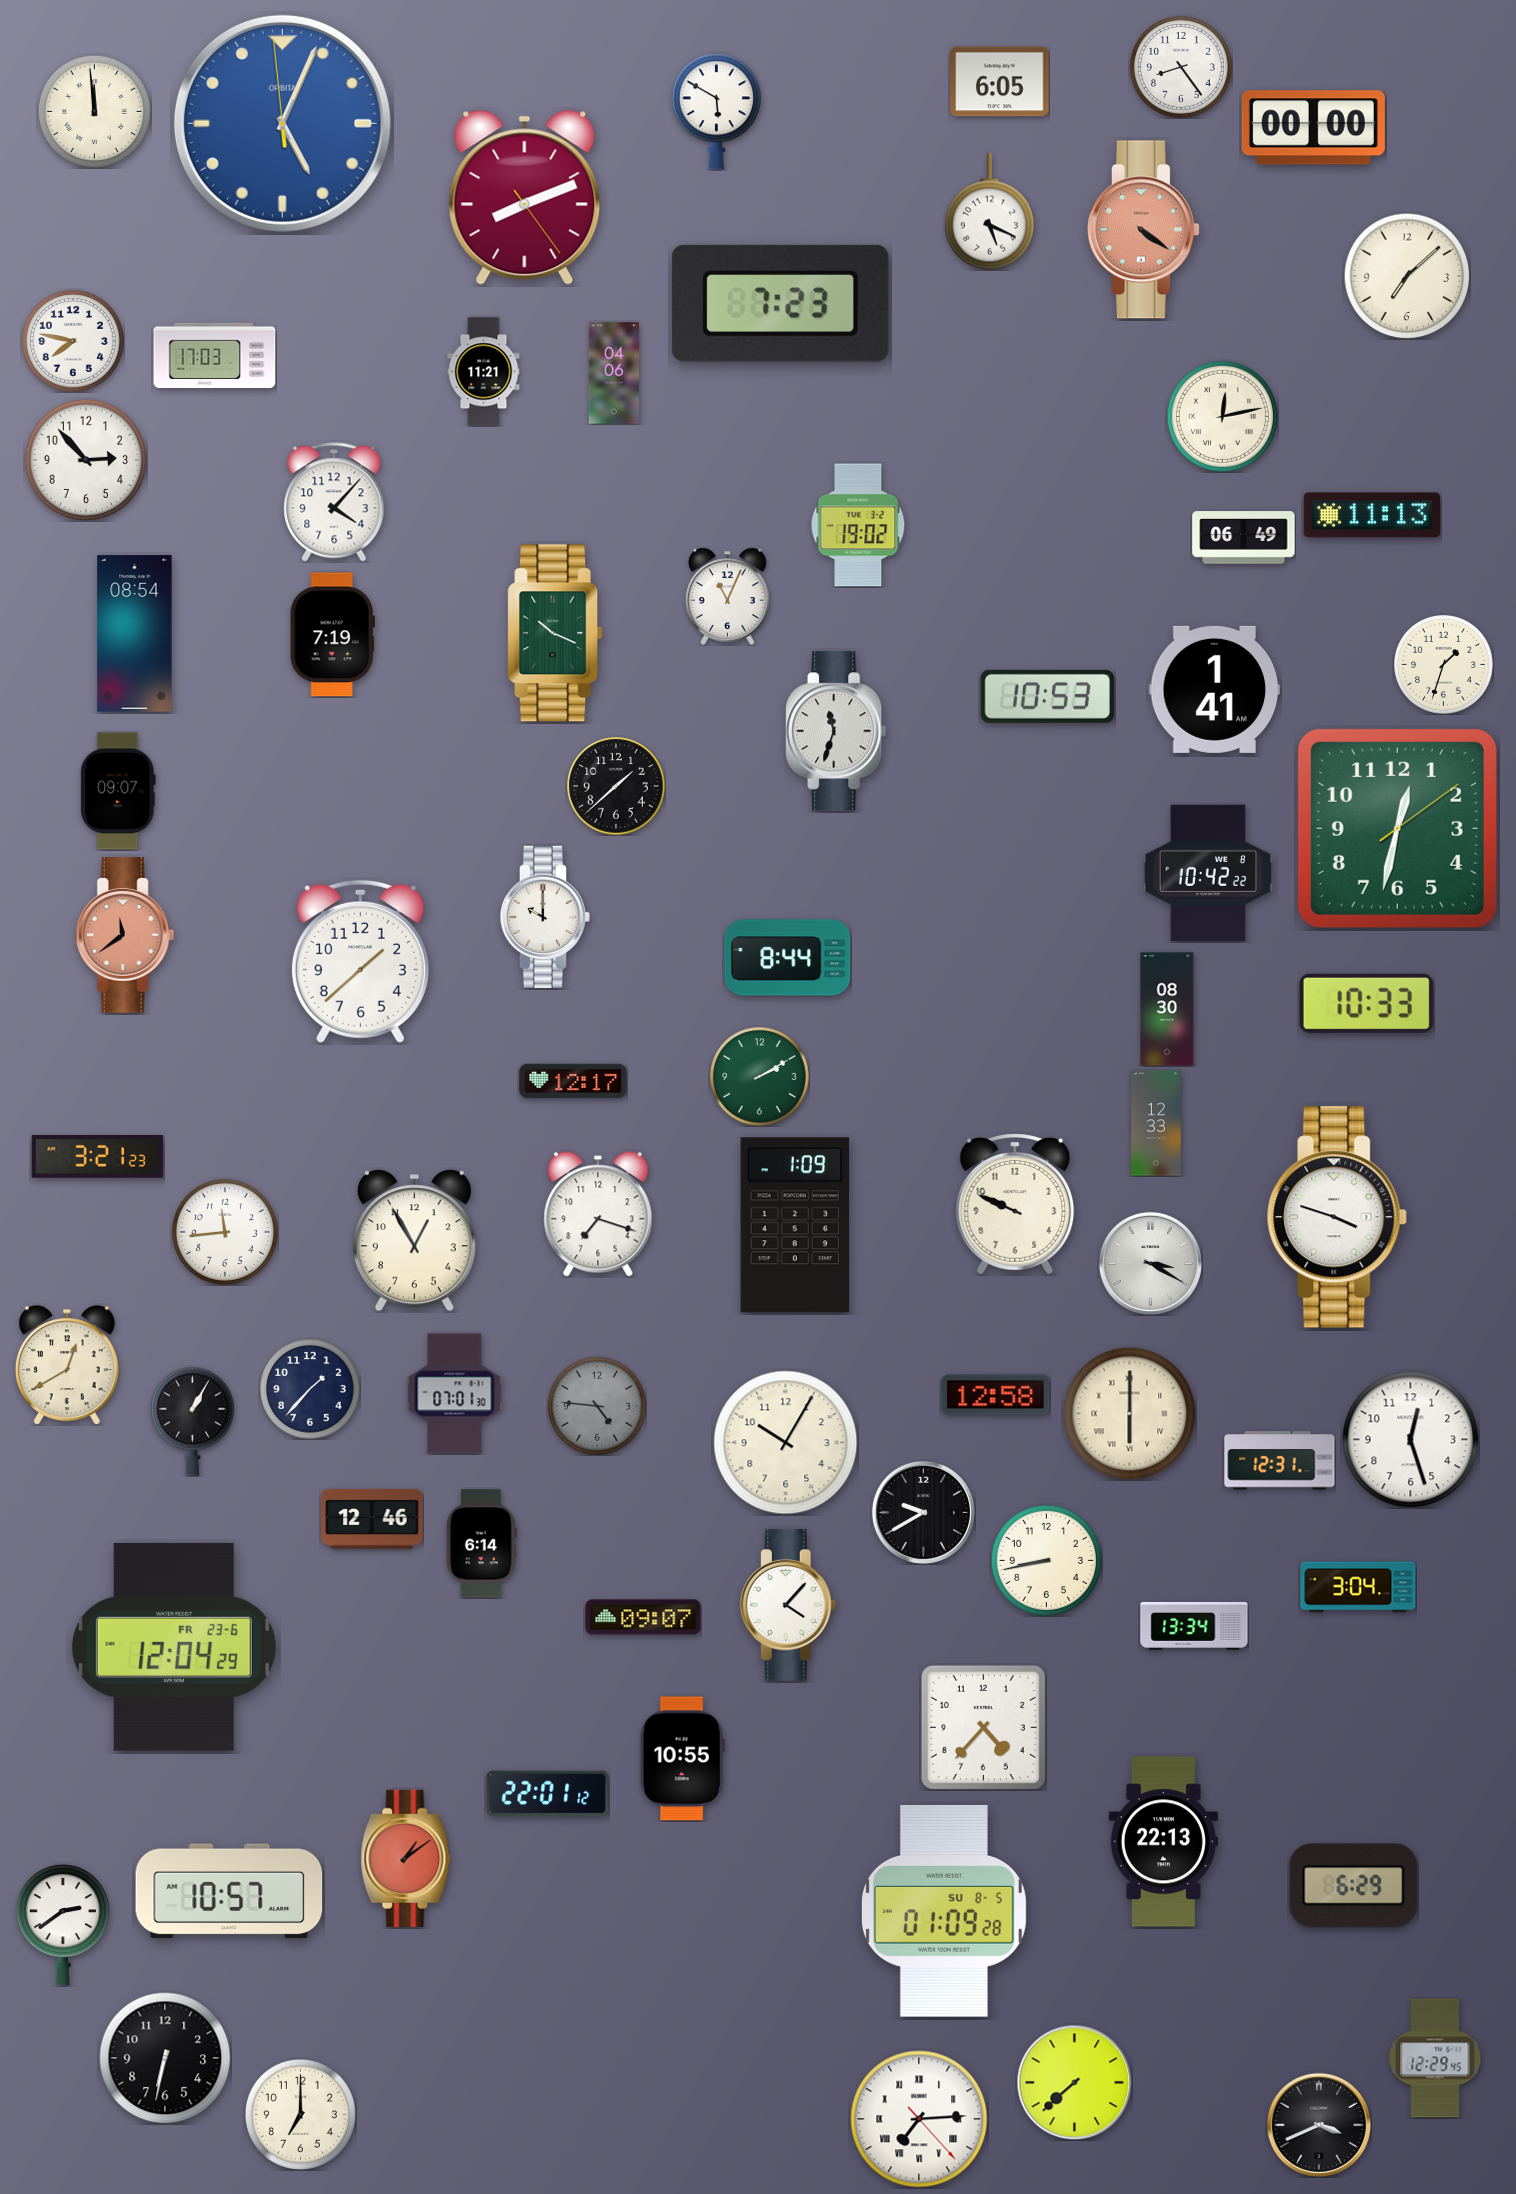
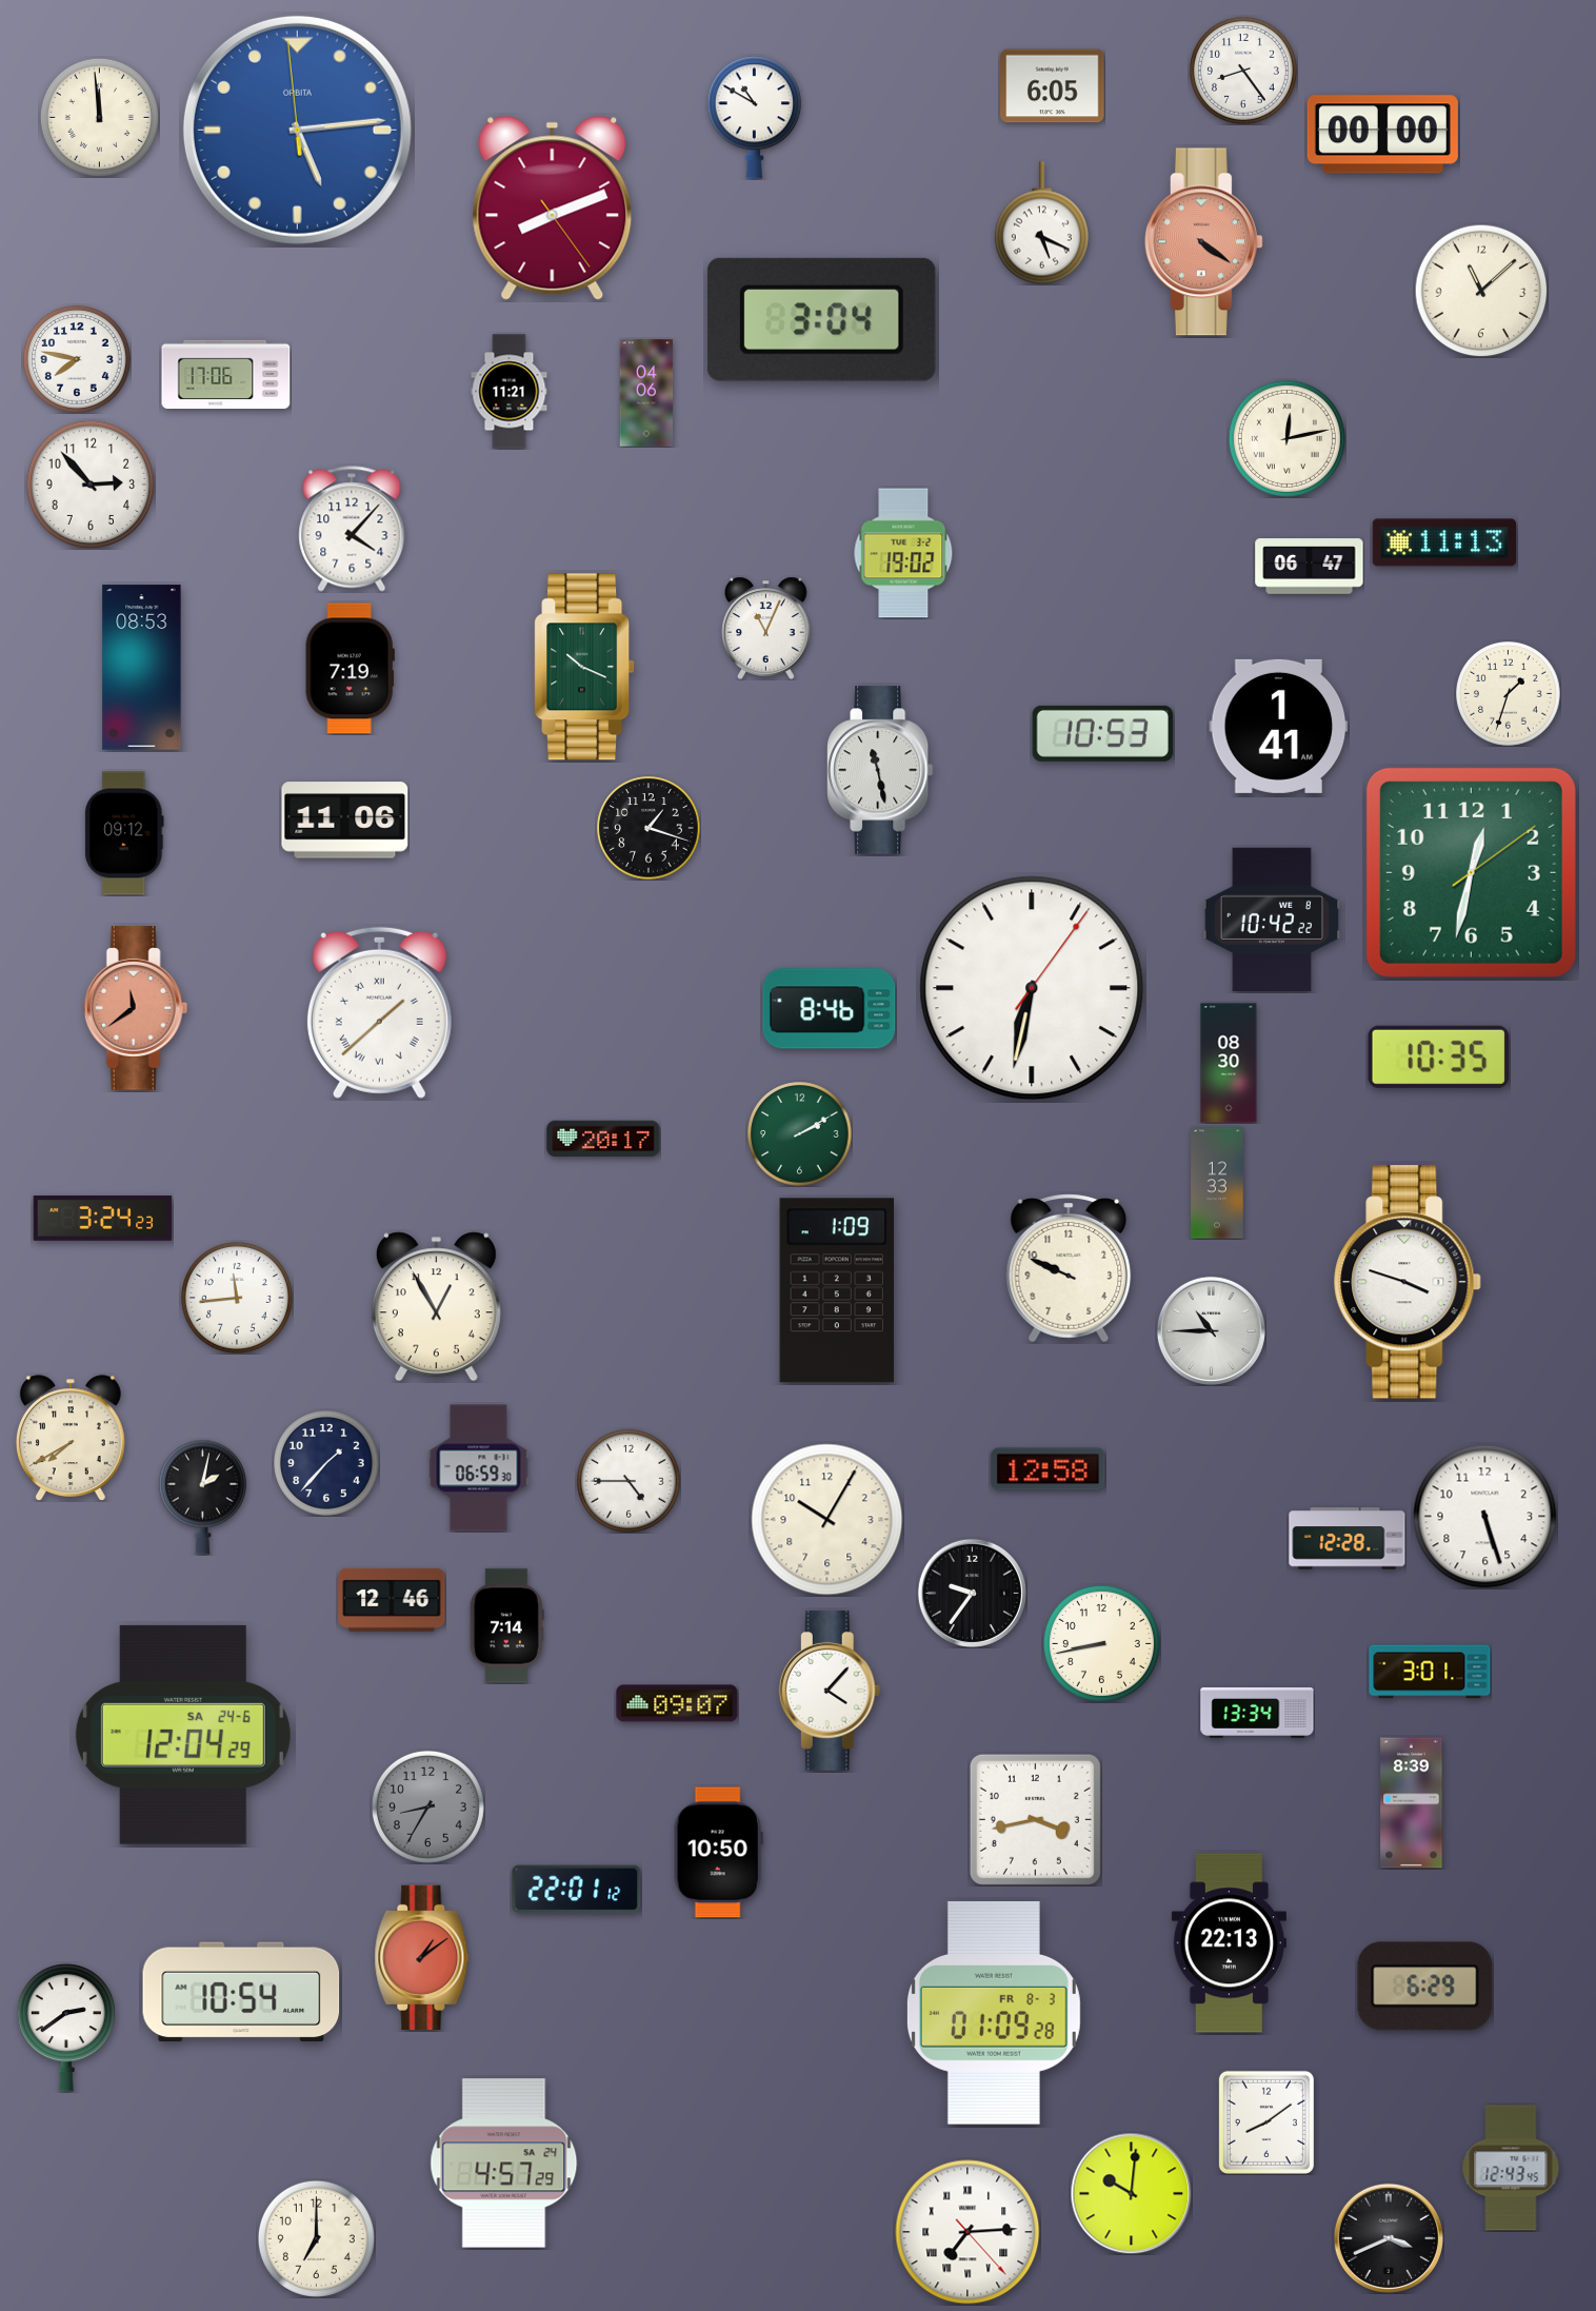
clock at (716, 112): 5:50 -> 10:50
clock at (282, 123): 5:03 -> 5:13
clock at (1407, 276): 7:08 -> 11:08
clock at (780, 303): 7:23 -> 3:04
clock at (215, 355): 17:03 -> 17:06
clock at (1244, 538): 06:49 -> 06:47
clock at (135, 634): 08:54 -> 08:53
clock at (1444, 665) position: (1444, 665) -> (1509, 694)
clock at (837, 731): 11:33 -> 11:28
clock at (345, 821): none -> 11:06
clock at (616, 786): 1:38 -> 1:18
clock at (118, 791): 09:07 -> 09:12
clock at (545, 917): 10:00 -> none
clock at (125, 935) position: (125, 935) -> (136, 1008)
clock at (1032, 988): none -> 6:32
clock at (788, 958): 8:44 -> 8:46
clock at (360, 961) numerals: Arabic -> Roman
clock at (1366, 1003): 10:33 -> 10:35
clock at (573, 1081): 12:17 -> 20:17
clock at (98, 1156): 3:21 -> 3:24
clock at (598, 1214): 7:18 -> none
clock at (1150, 1263): 3:20 -> 10:45
clock at (67, 1365): 12:40 -> 7:40
clock at (455, 1394): 07:01 -> 06:59
clock at (597, 1406): 4:46 -> 4:45
clock at (597, 1406) dial: grey -> white
clock at (1130, 1414): 6:00 -> none
clock at (192, 1421): 1:05 -> 2:02
clock at (1411, 1440): 12:27 -> 5:27
clock at (1280, 1461): 12:31 -> 12:28
clock at (923, 1512): 9:40 -> 9:36
clock at (481, 1544): 6:14 -> 7:14
clock at (1358, 1587): 3:04 -> 3:01
clock at (174, 1647) date: FR 23-6 -> SA 24-6
clock at (1412, 1803): none -> 8:39
clock at (427, 1806): none -> 8:35
clock at (983, 1727): 4:37 -> 3:43
clock at (682, 1759): 10:55 -> 10:50
clock at (1163, 1842) position: (1163, 1842) -> (1229, 1943)
clock at (406, 1858) position: (406, 1858) -> (422, 1957)
clock at (229, 1891): 10:57 -> 10:54
clock at (944, 1911) date: SU 8-5 -> FR 8-3
clock at (1266, 2122): none -> 8:09
clock at (504, 2164): none -> 4:57
clock at (165, 2058): 6:32 -> none
clock at (1435, 2058): 12:29 -> 12:43
clock at (1074, 2082): 7:38 -> 10:01
clock at (300, 2114) position: (300, 2114) -> (316, 2238)
